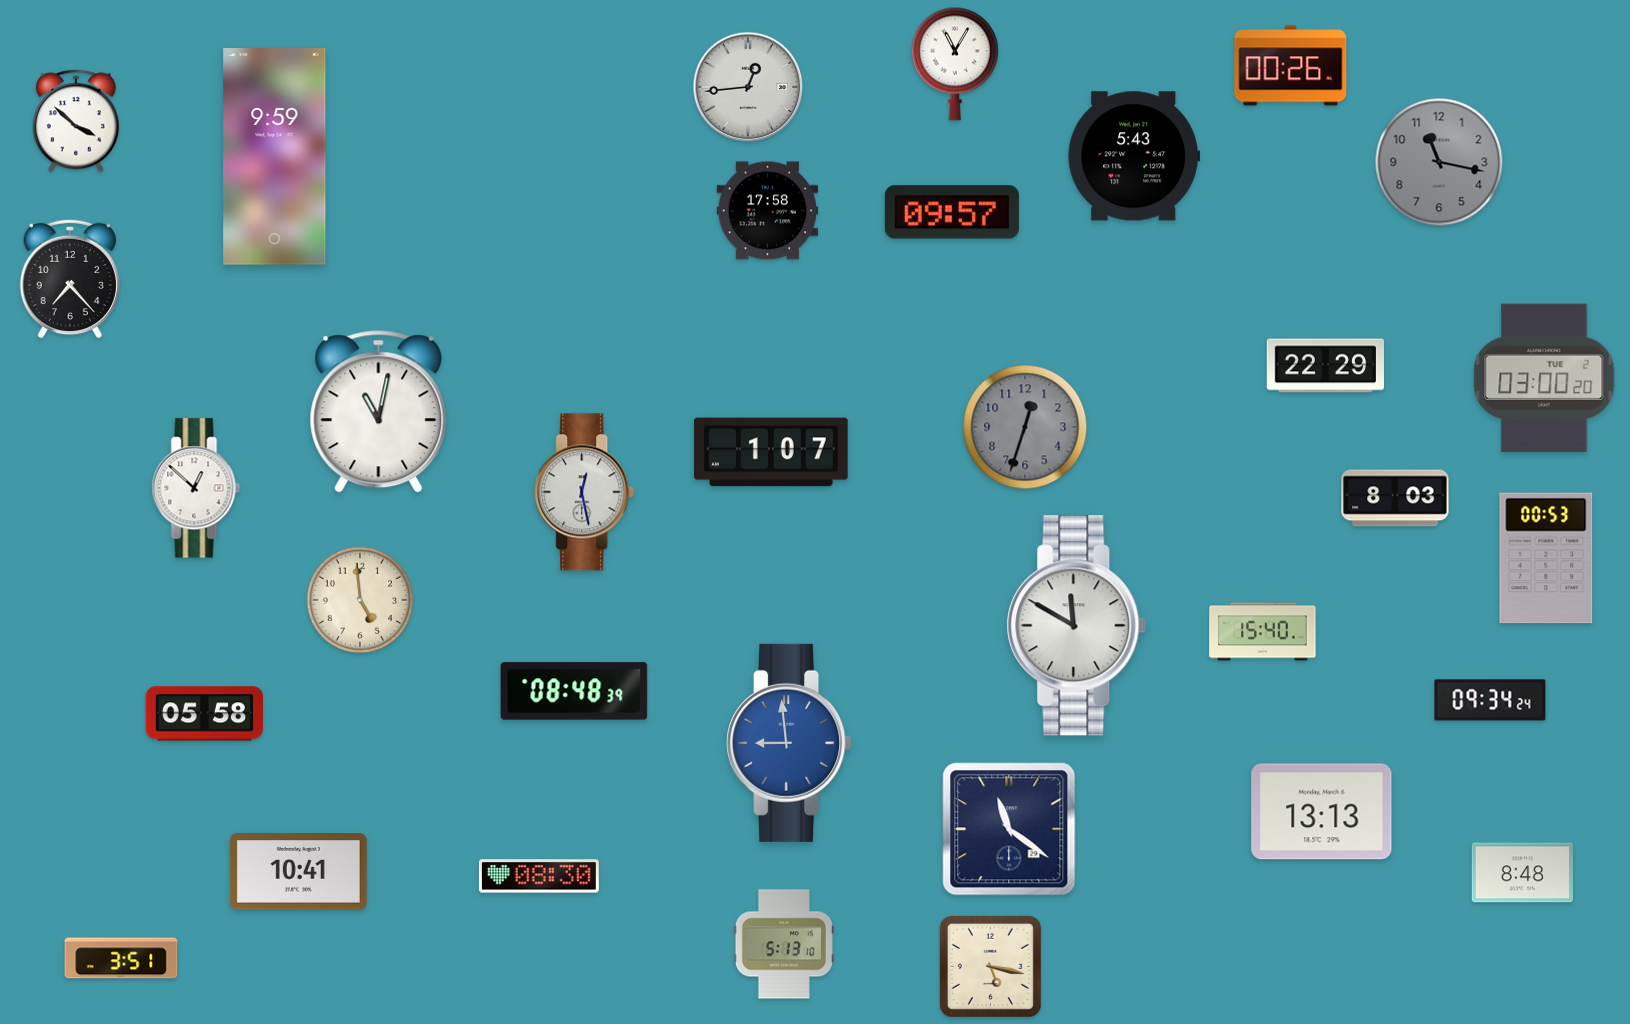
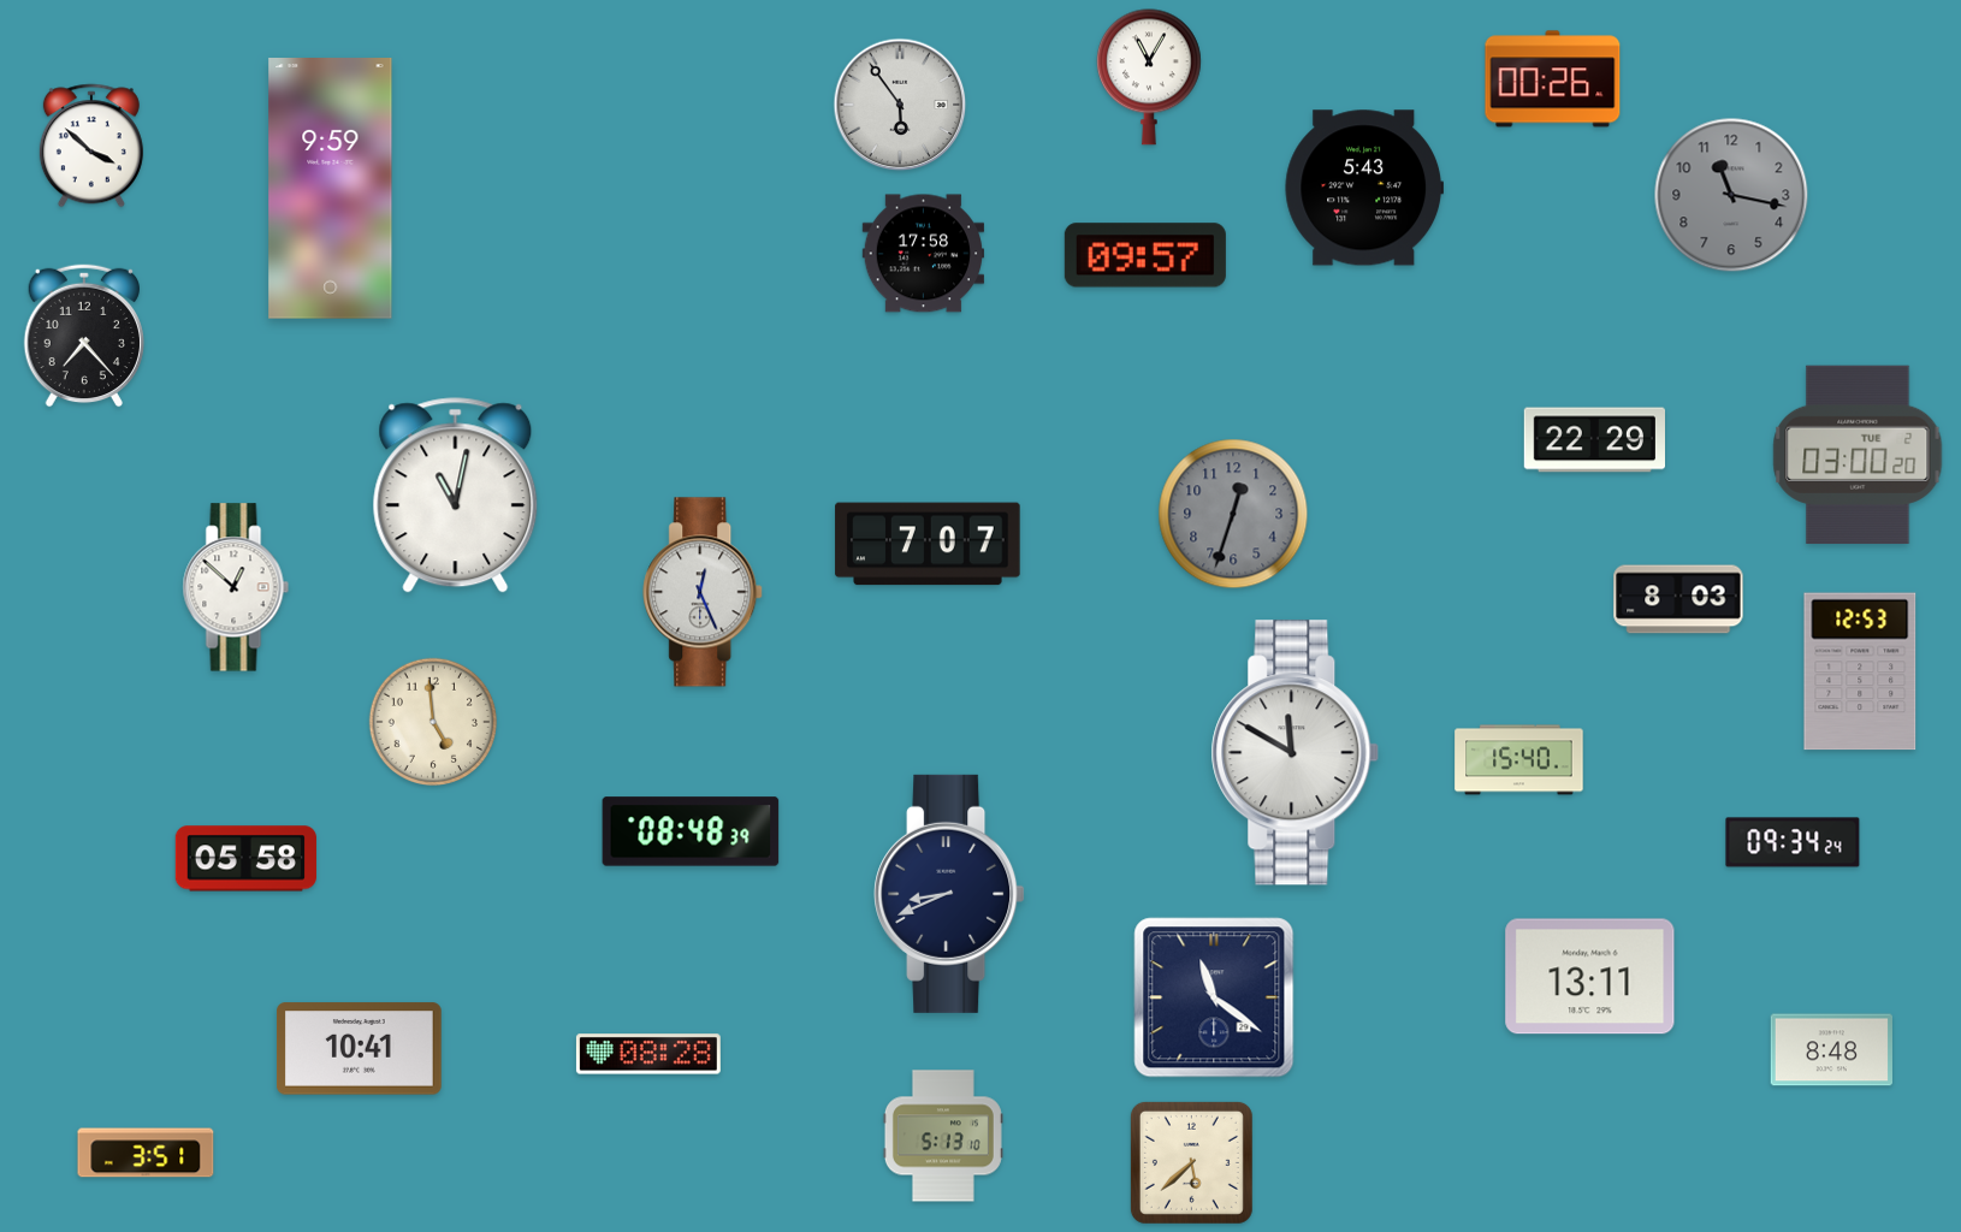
clock at (748, 87): 12:44 -> 5:54
clock at (771, 452): 1:07 -> 7:07
clock at (585, 492): 12:28 -> 12:26
clock at (1546, 558): 00:53 -> 12:53
clock at (789, 743): 8:59 -> 8:41
clock at (789, 743) dial: blue -> navy
clock at (1322, 812): 13:13 -> 13:11
clock at (539, 876): 08:30 -> 08:28
clock at (990, 966): 5:17 -> 5:38
